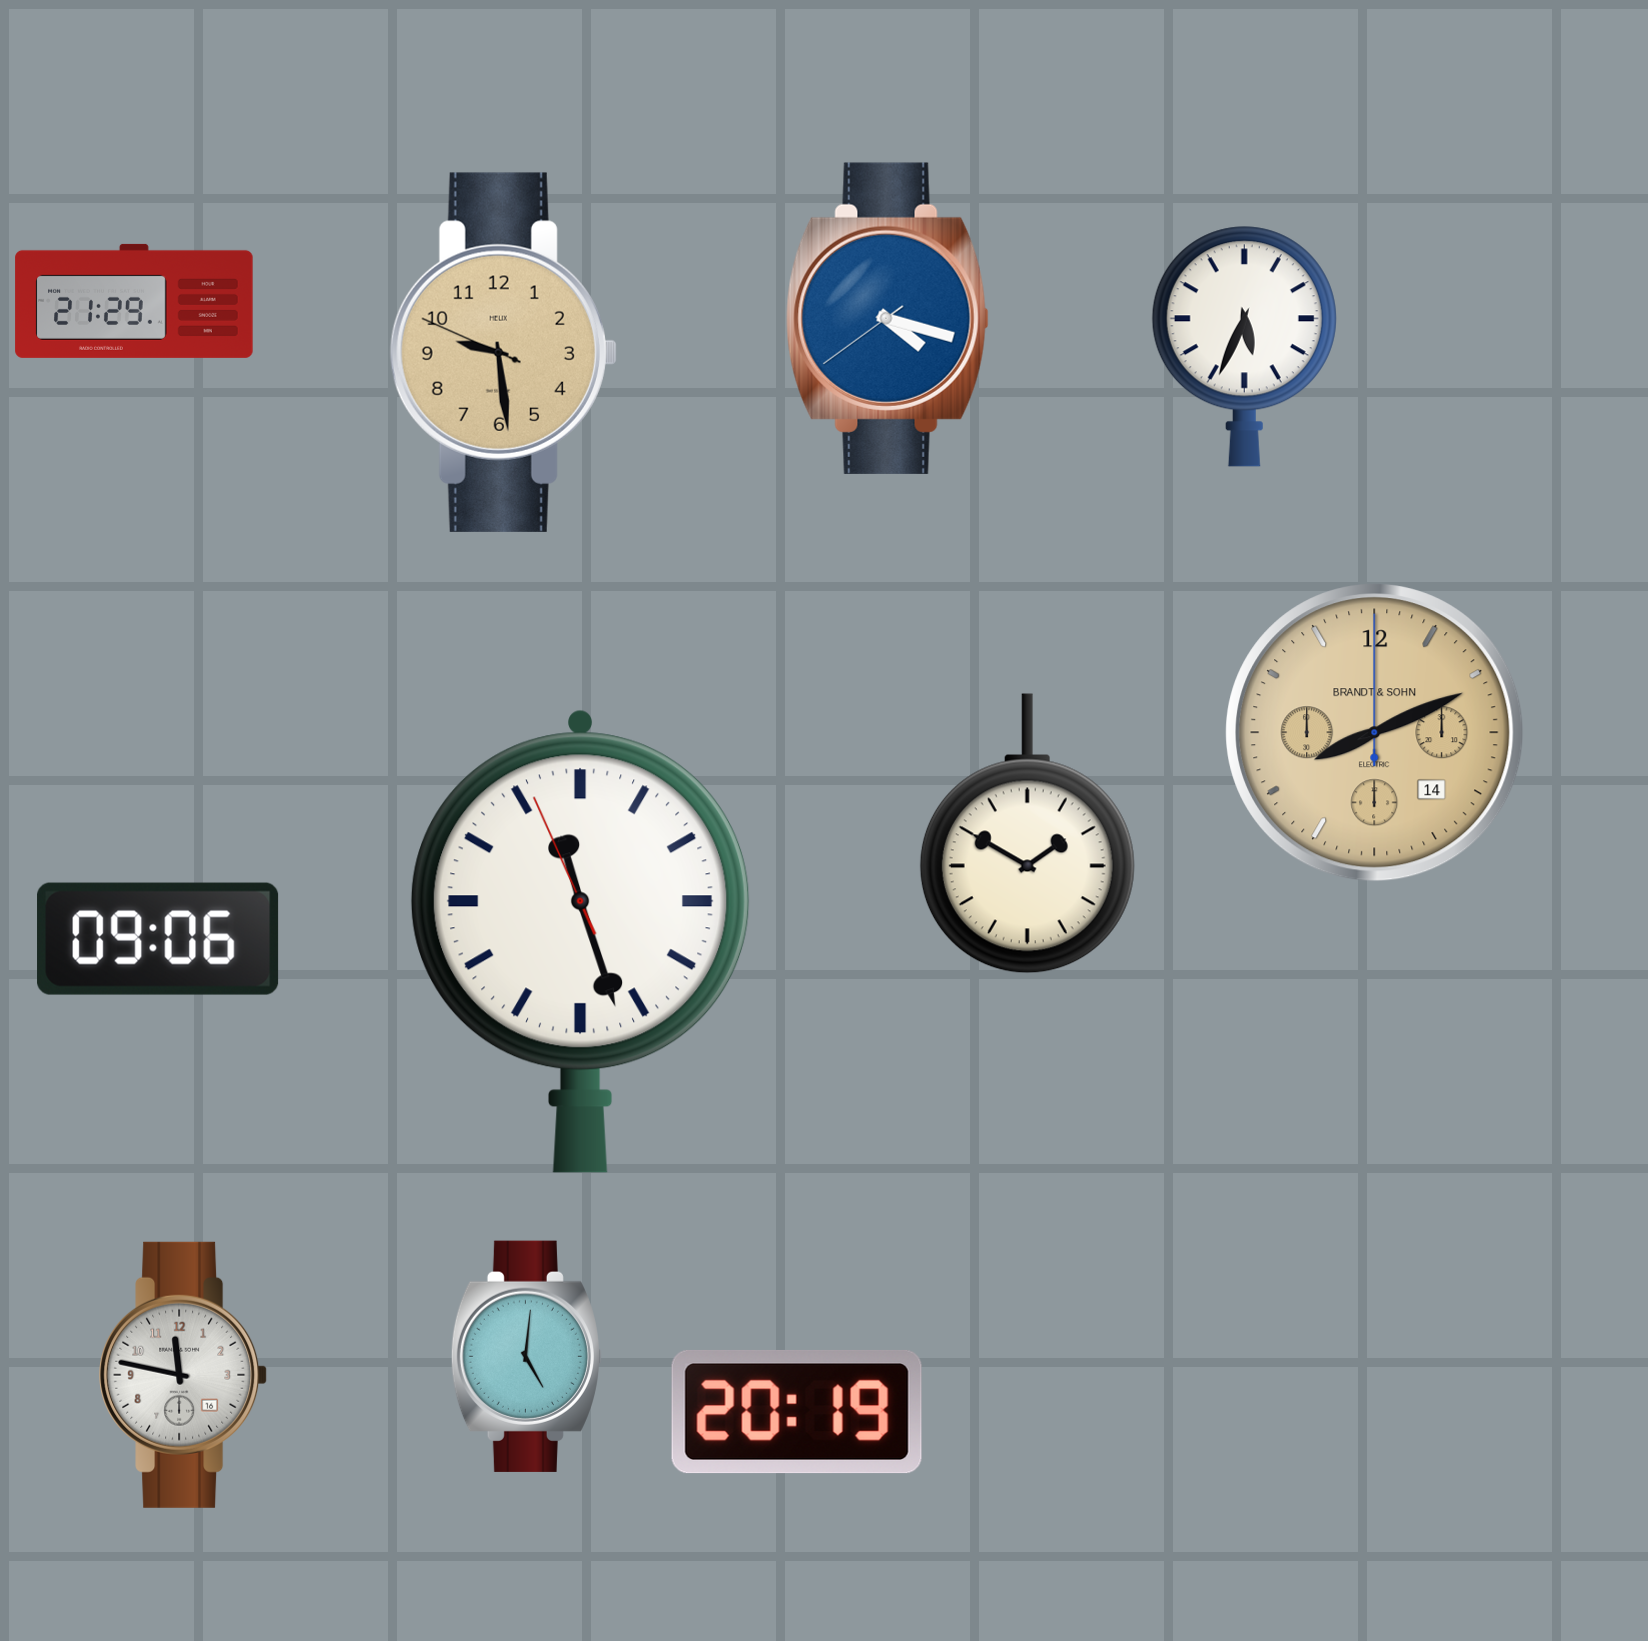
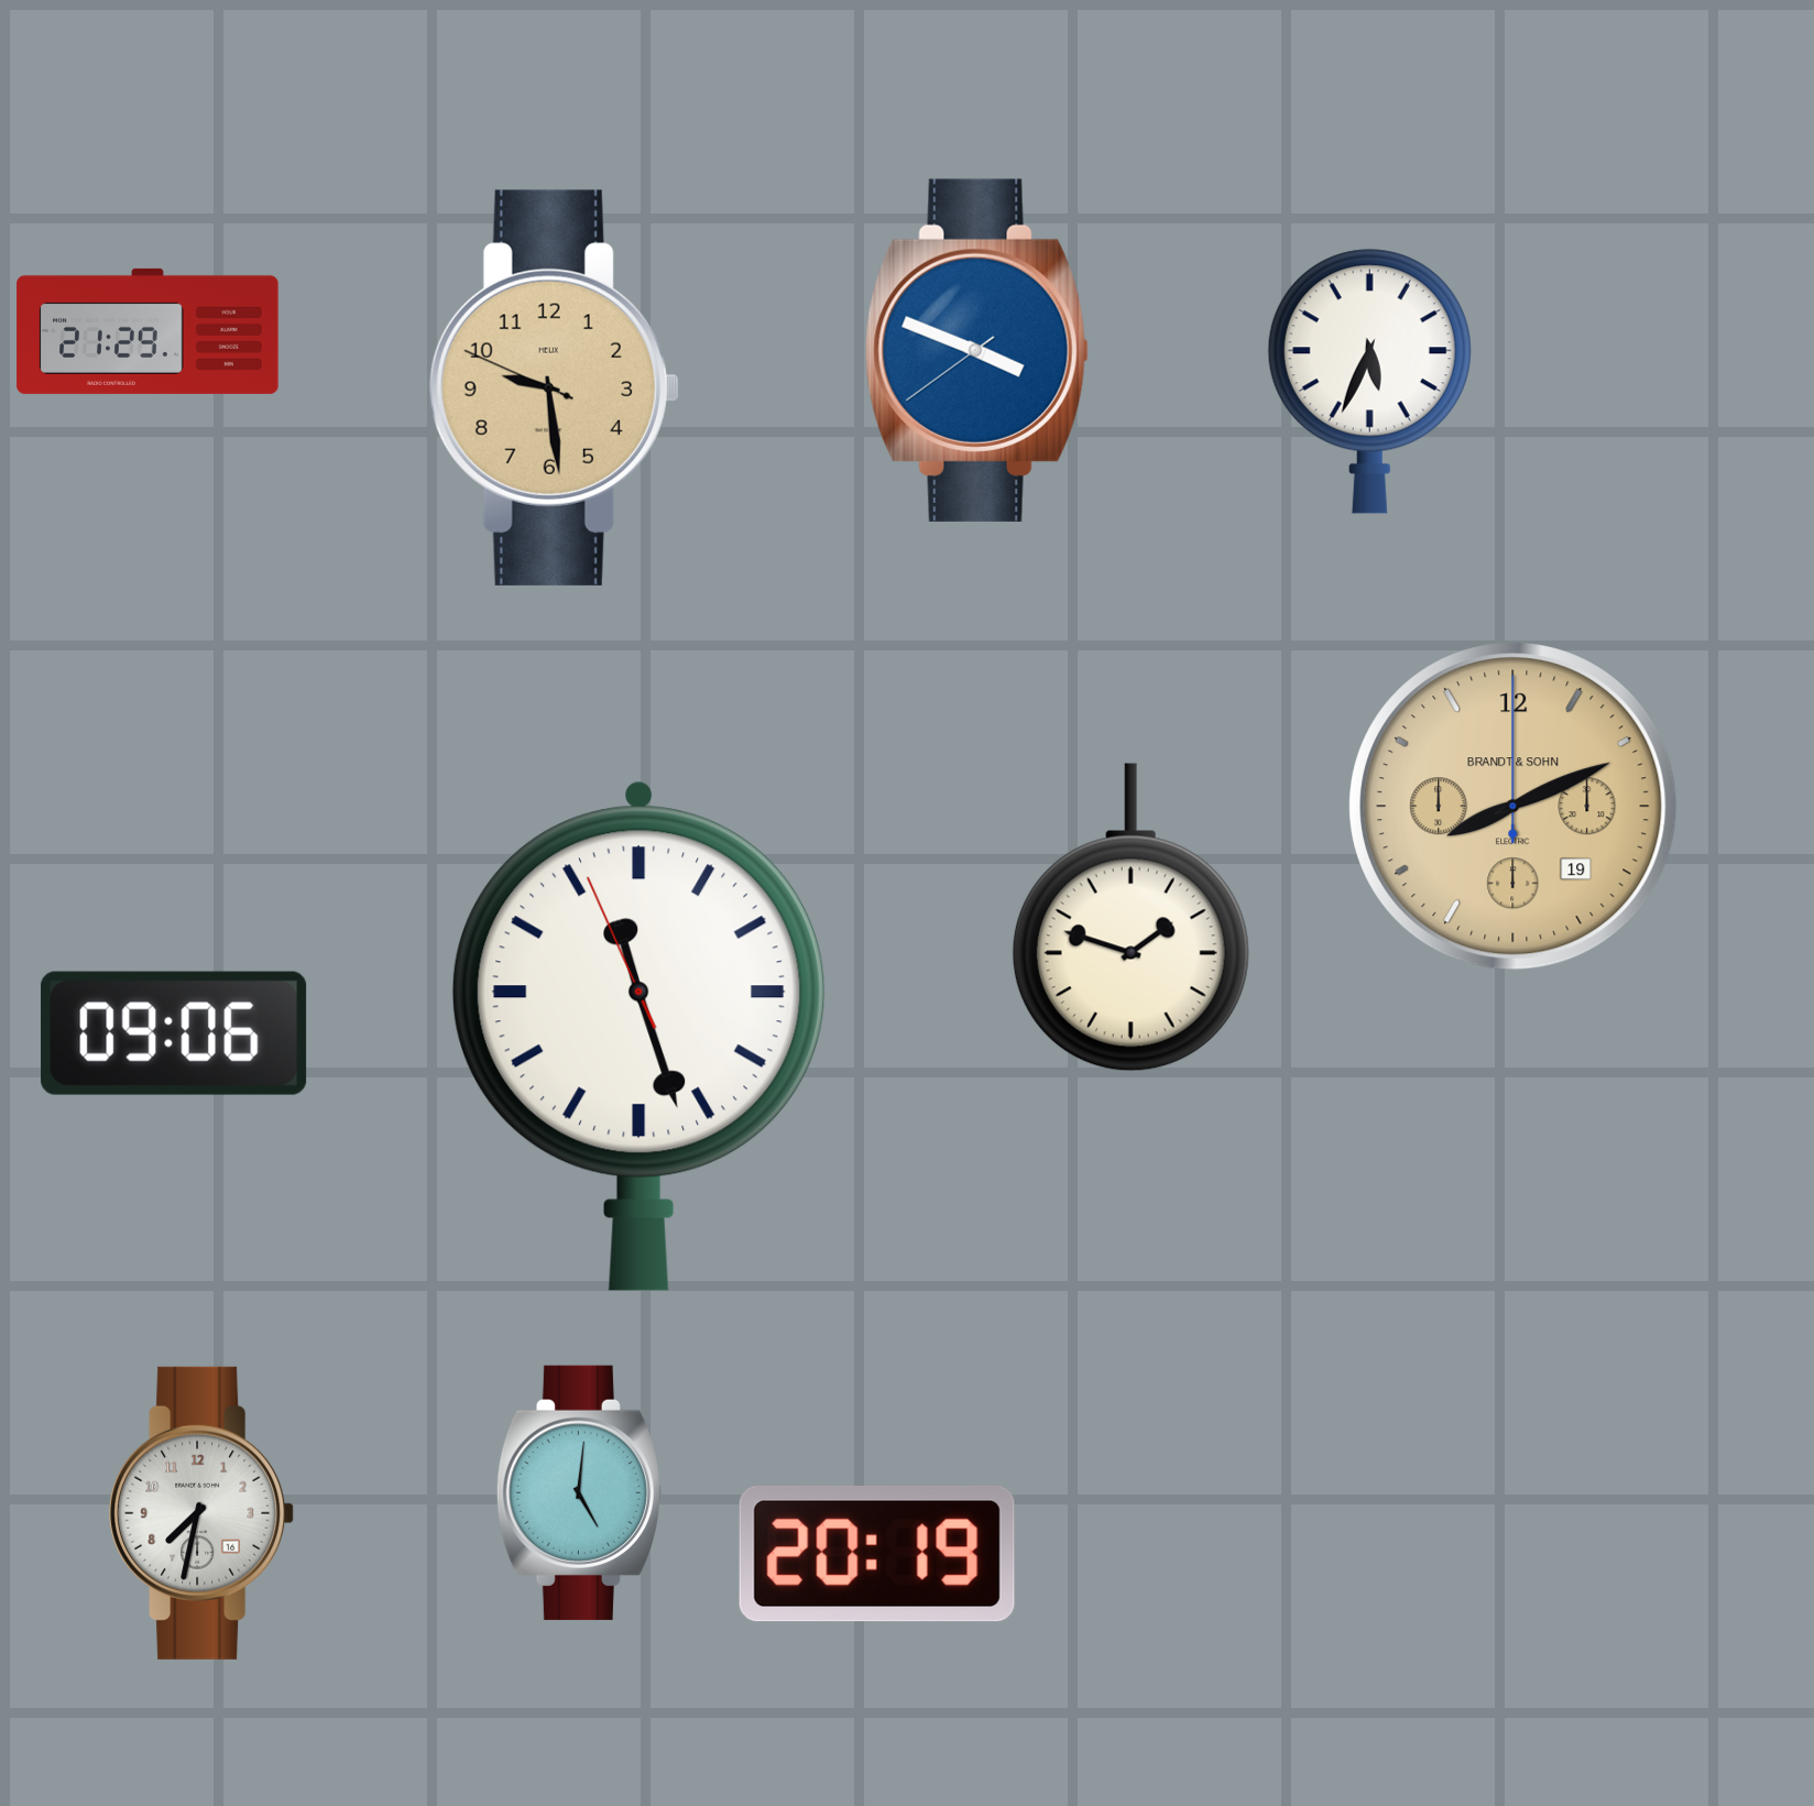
clock at (887, 318): 4:17 -> 3:48
clock at (1375, 733) date: 14 -> 19
clock at (1027, 834): 1:50 -> 1:48
clock at (183, 1375): 11:47 -> 7:32
